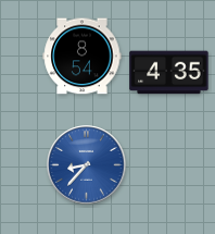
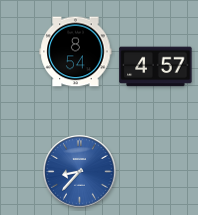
clock at (169, 73): 4:35 -> 4:57
clock at (87, 165) position: (87, 165) -> (80, 172)
